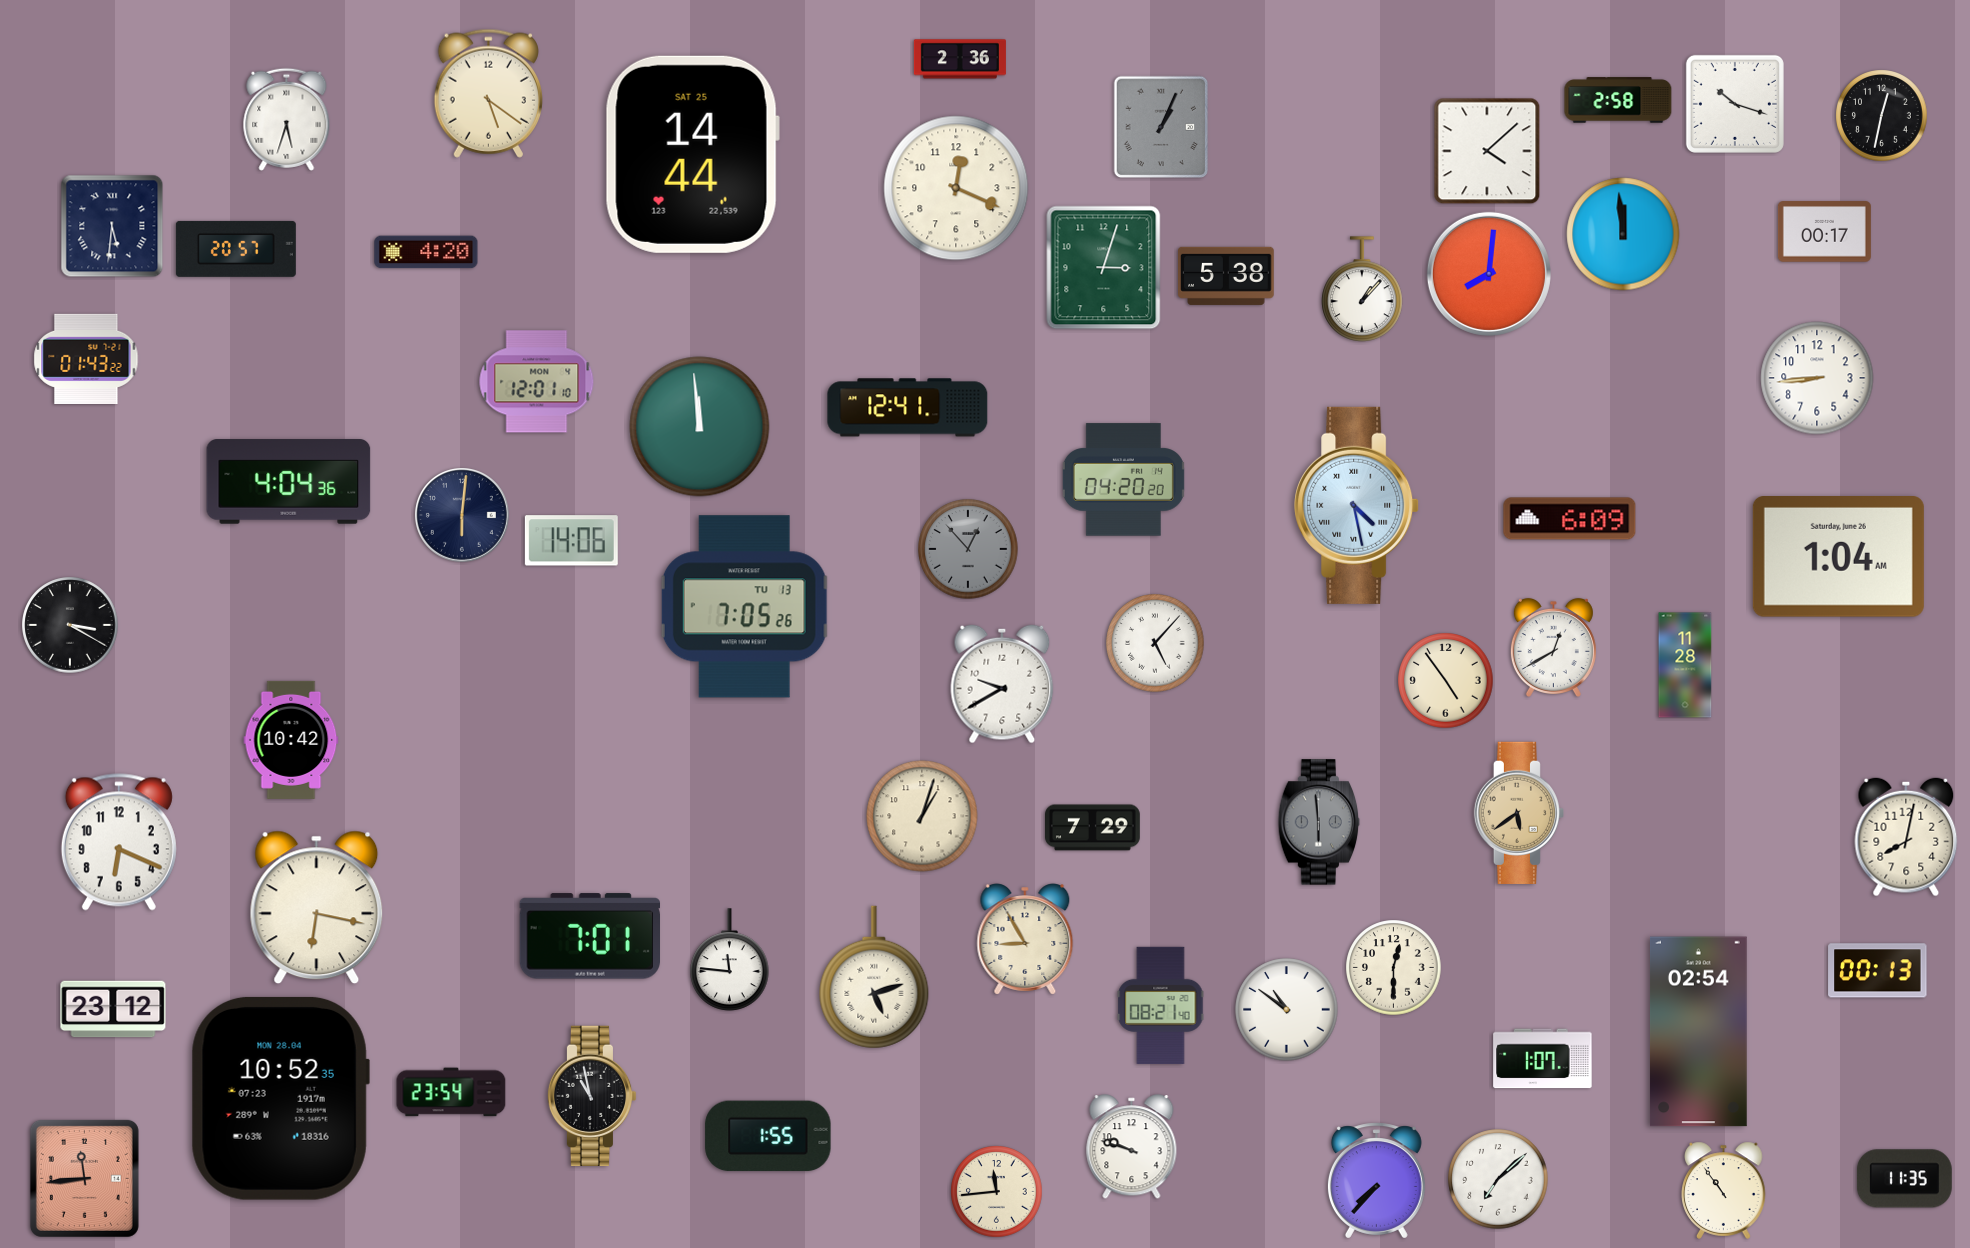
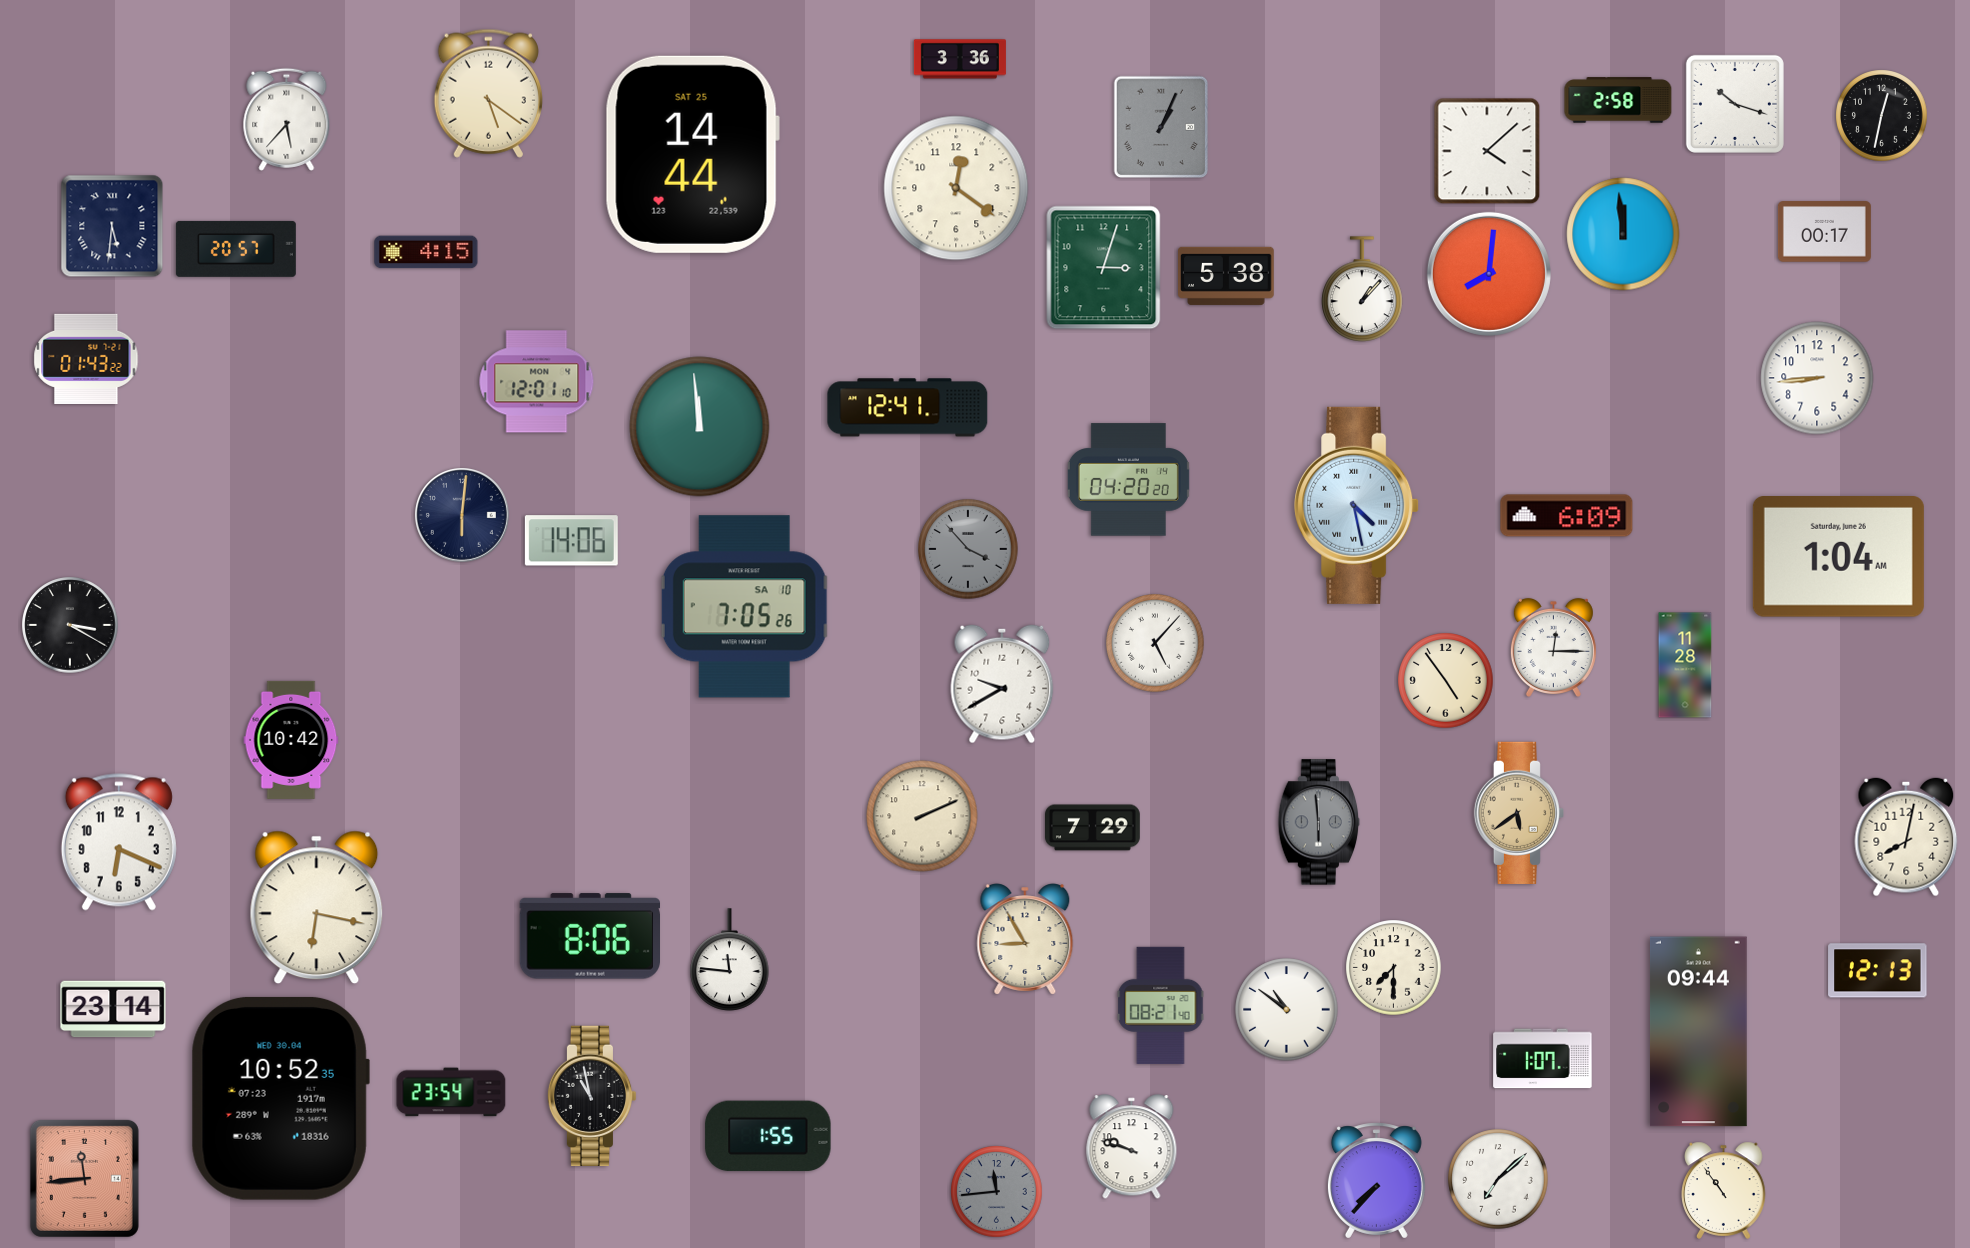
clock at (960, 59): 2:36 -> 3:36
clock at (287, 119): 5:33 -> 5:37
clock at (956, 188): 12:19 -> 12:21
clock at (426, 252): 4:20 -> 4:15
clock at (1123, 480) position: (1123, 480) -> (1128, 480)
clock at (289, 482): 4:04 -> none
clock at (1570, 519) position: (1570, 519) -> (1567, 516)
clock at (968, 549): 12:53 -> 3:53
clock at (744, 607) date: TU 13 -> SA 10
clock at (1553, 647): 12:40 -> 12:15
clock at (922, 816): 1:03 -> 2:11
clock at (589, 936): 7:01 -> 8:06
clock at (1394, 968): 12:30 -> 7:30
clock at (1878, 971): 00:13 -> 12:13
clock at (874, 977): 5:12 -> none
clock at (113, 1009): 23:12 -> 23:14
clock at (1698, 1032): 02:54 -> 09:44
clock at (280, 1098) date: MON 28.04 -> WED 30.04
clock at (1904, 1179): 11:35 -> none
clock at (997, 1192) dial: cream -> grey
